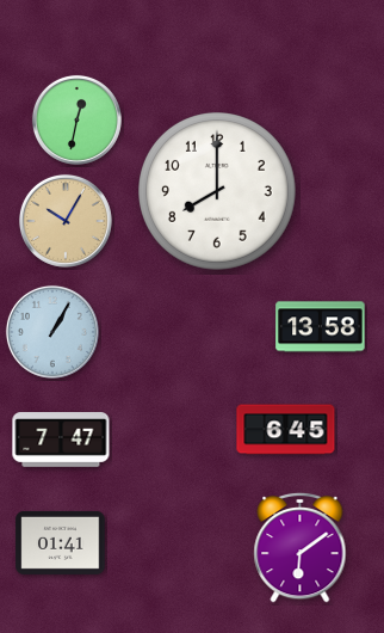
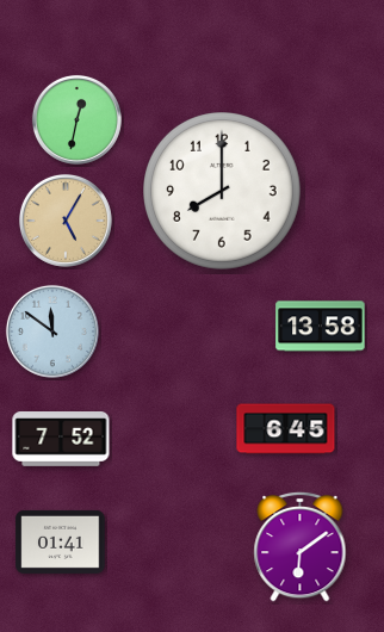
clock at (218, 192) position: (218, 192) -> (223, 192)
clock at (66, 221): 10:05 -> 5:05
clock at (52, 332): 1:05 -> 11:51
clock at (61, 441): 7:47 -> 7:52
